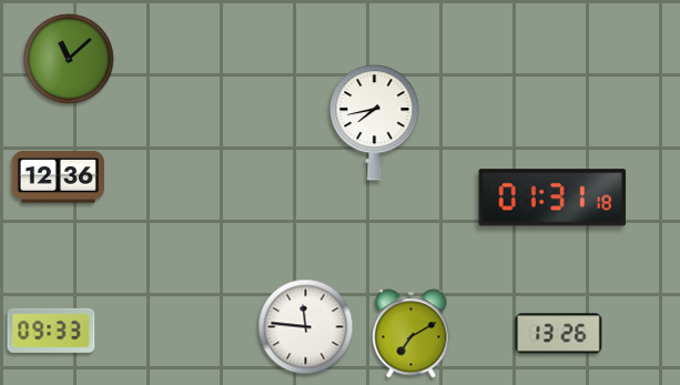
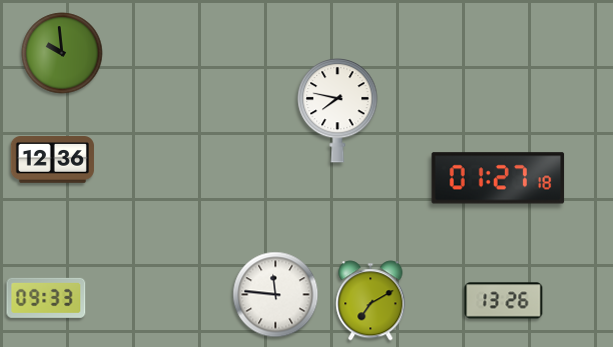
clock at (69, 59): 11:08 -> 9:59
clock at (375, 123): 7:43 -> 7:47
clock at (552, 197): 01:31 -> 01:27
